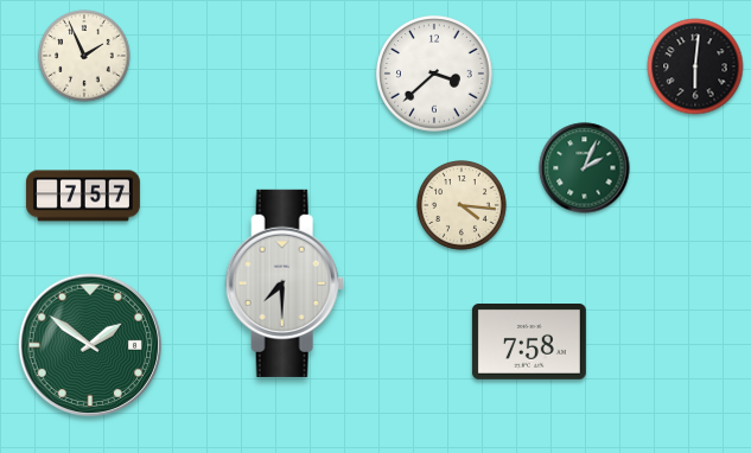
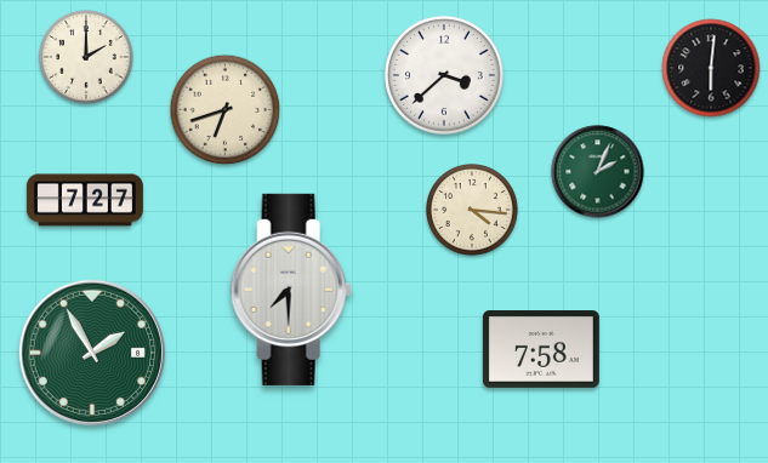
clock at (84, 56): 1:56 -> 2:00
clock at (226, 110): none -> 6:42
clock at (83, 196): 7:57 -> 7:27
clock at (89, 344): 1:51 -> 1:55
